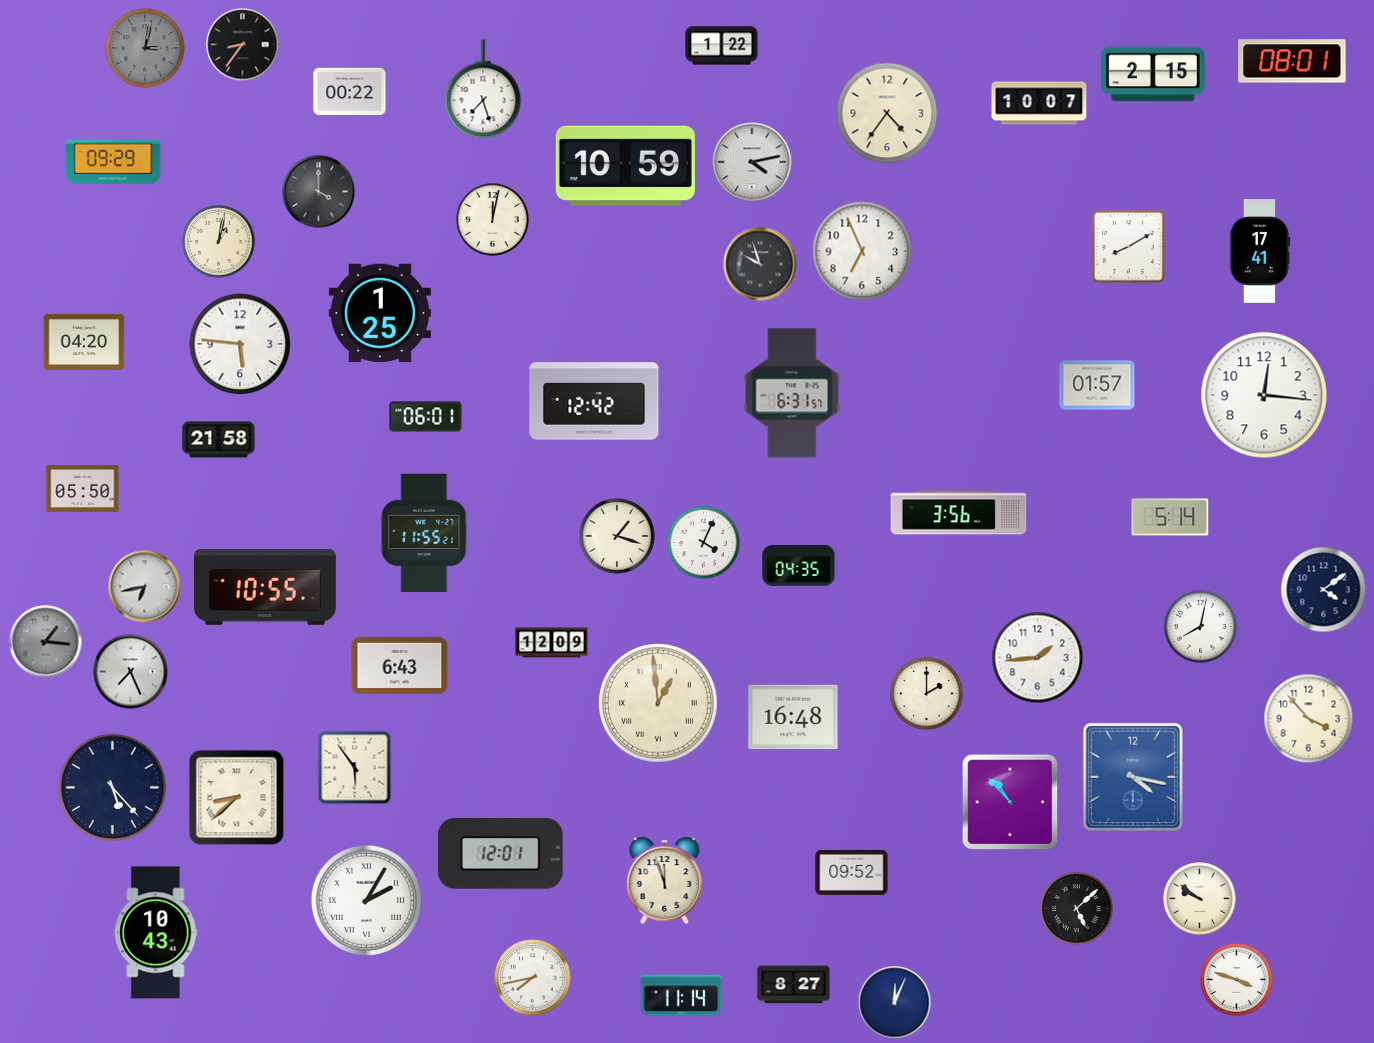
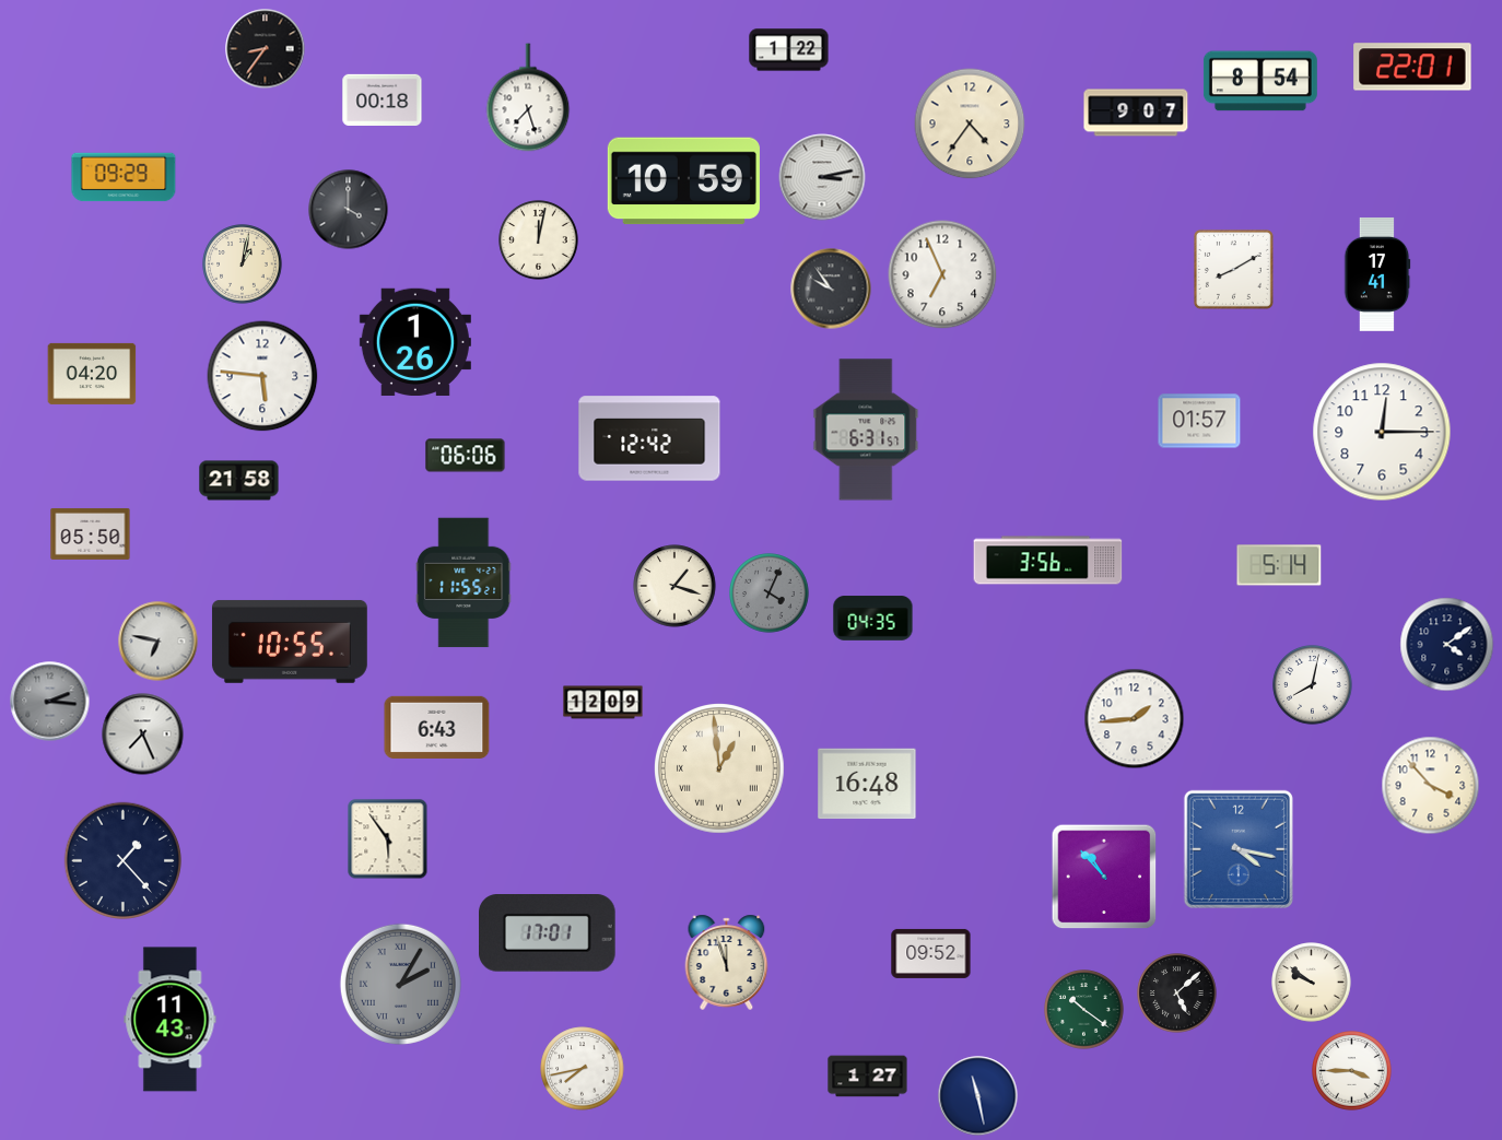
clock at (145, 48): 3:02 -> none
clock at (1292, 61): 08:01 -> 22:01
clock at (1153, 74): 2:15 -> 8:54
clock at (350, 91): 00:22 -> 00:18
clock at (1039, 103): 10:07 -> 9:07
clock at (752, 162): 4:13 -> 3:13
clock at (219, 242) position: (219, 242) -> (243, 265)
clock at (760, 264): 9:57 -> 9:54
clock at (380, 312): 1:25 -> 1:26
clock at (1264, 395): 12:16 -> 12:15
clock at (426, 417): 06:01 -> 06:06
clock at (704, 543) dial: white -> grey
clock at (145, 587): 6:43 -> 6:47
clock at (46, 642): 1:16 -> 2:16
clock at (927, 694): 2:00 -> none
clock at (112, 787): 5:23 -> 1:23
clock at (237, 798): 8:38 -> none
clock at (501, 854): 12:01 -> 17:01
clock at (366, 900) dial: white -> grey
clock at (1084, 1010): none -> 10:21
clock at (156, 933): 10:43 -> 11:43
clock at (1237, 980): 3:48 -> 3:45
clock at (794, 985): 8:27 -> 1:27
clock at (681, 995): 11:14 -> none
clock at (895, 1003): 12:04 -> 11:28
